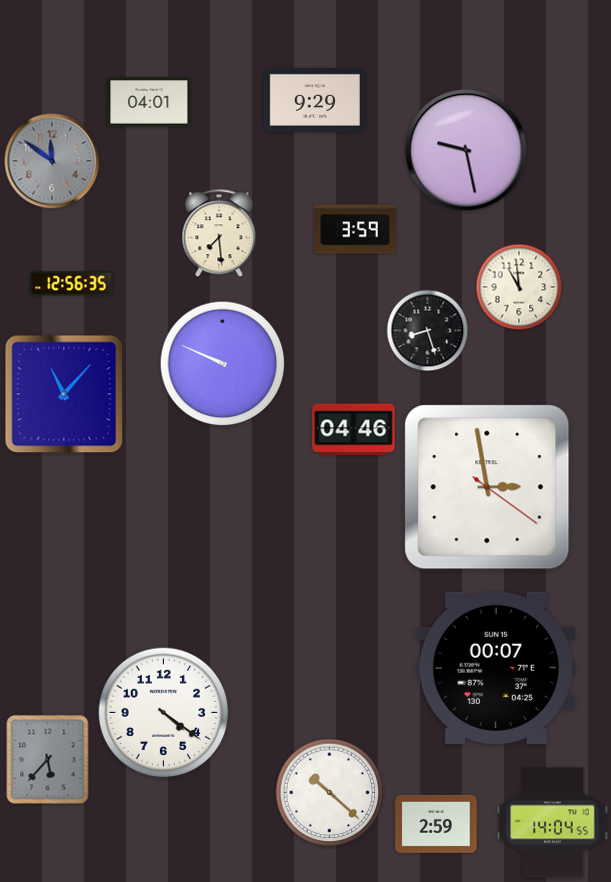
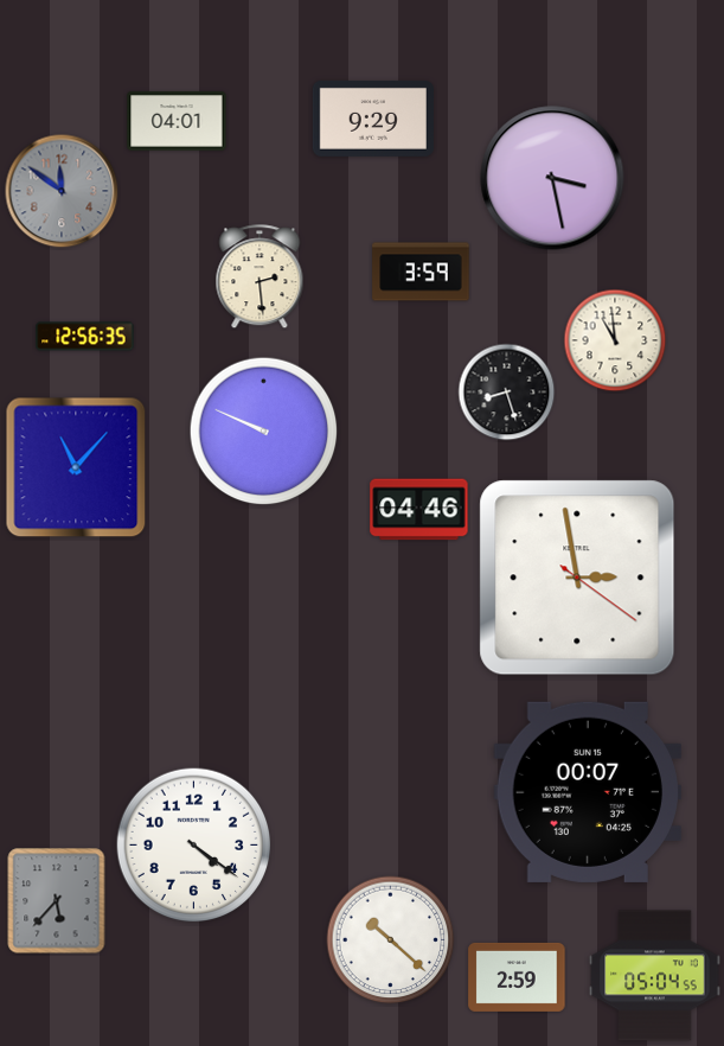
clock at (466, 150): 9:28 -> 3:28
clock at (219, 234): 7:29 -> 2:29
clock at (553, 823): 14:04 -> 05:04
